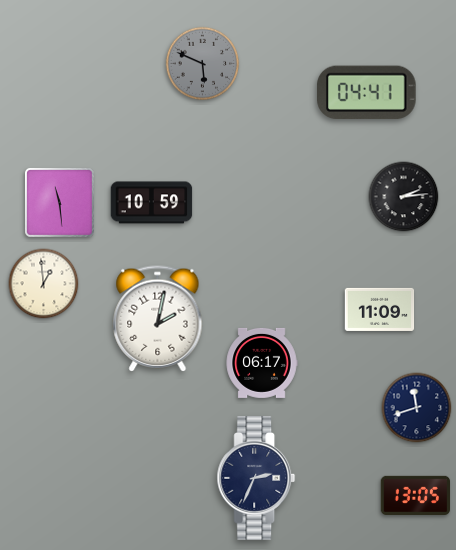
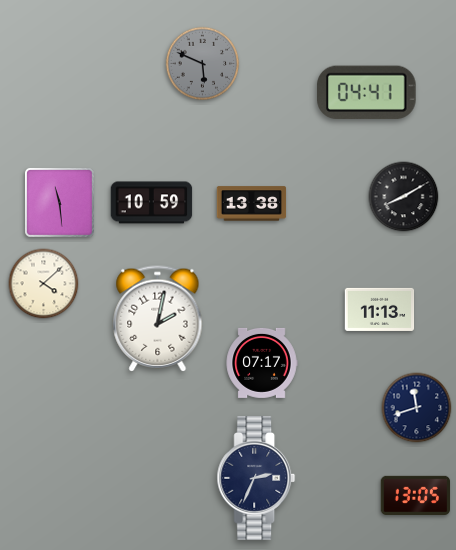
clock at (404, 197): 2:14 -> 8:10
clock at (252, 204): none -> 13:38
clock at (44, 284): 12:59 -> 4:08
clock at (380, 309): 11:09 -> 11:13
clock at (262, 363): 06:17 -> 07:17
